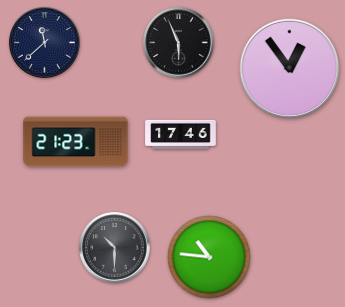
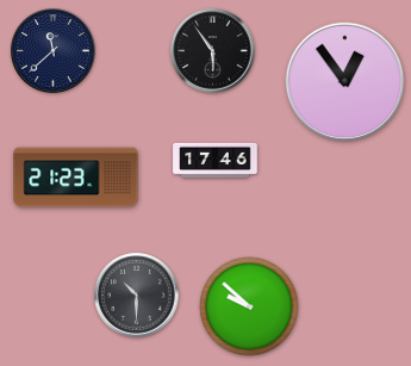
clock at (179, 43): 5:56 -> 5:54
clock at (76, 142) position: (76, 142) -> (76, 178)
clock at (209, 257): 10:46 -> 9:52
